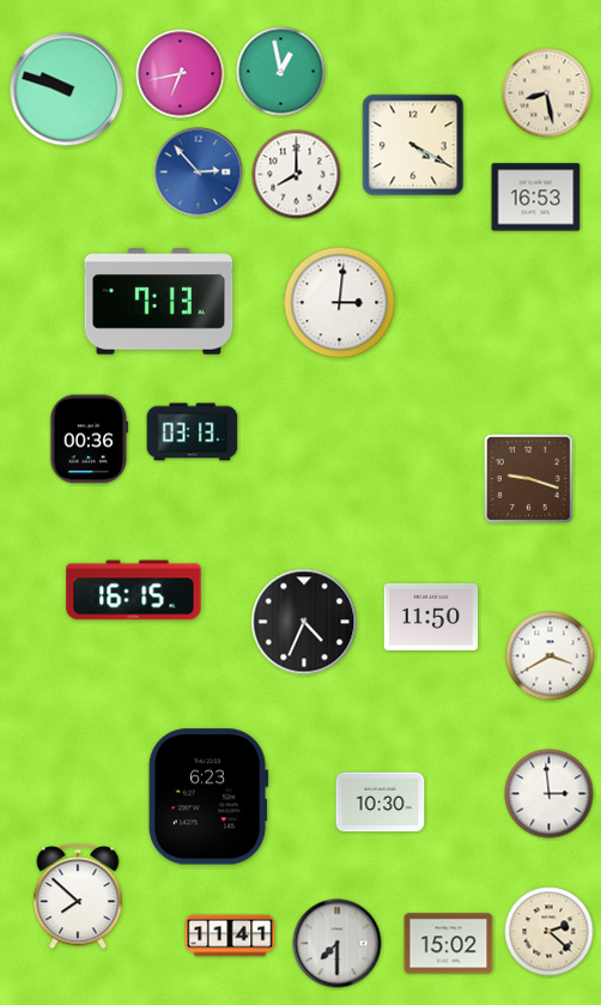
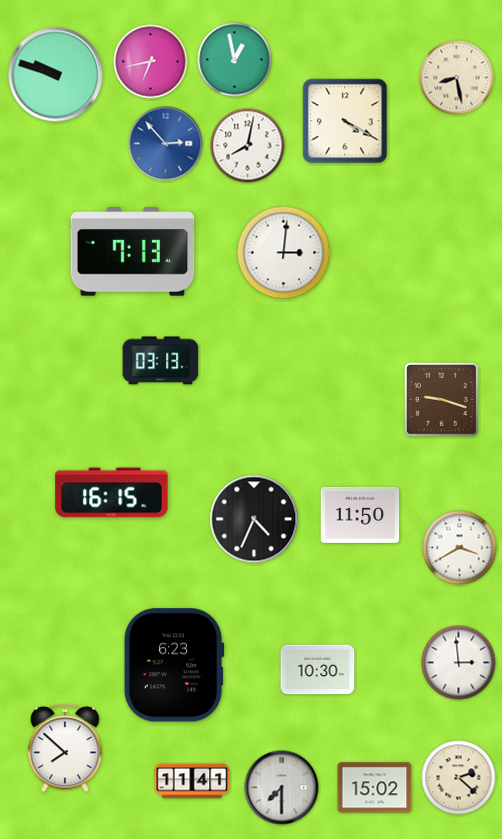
clock at (297, 175): 8:00 -> 8:02
clock at (536, 198): 16:53 -> none
clock at (90, 440): 00:36 -> none
